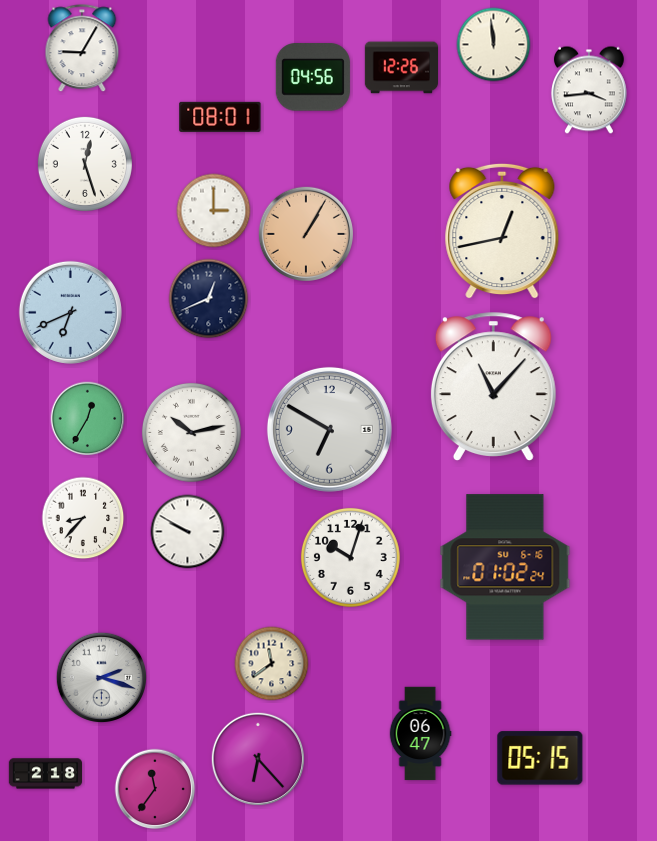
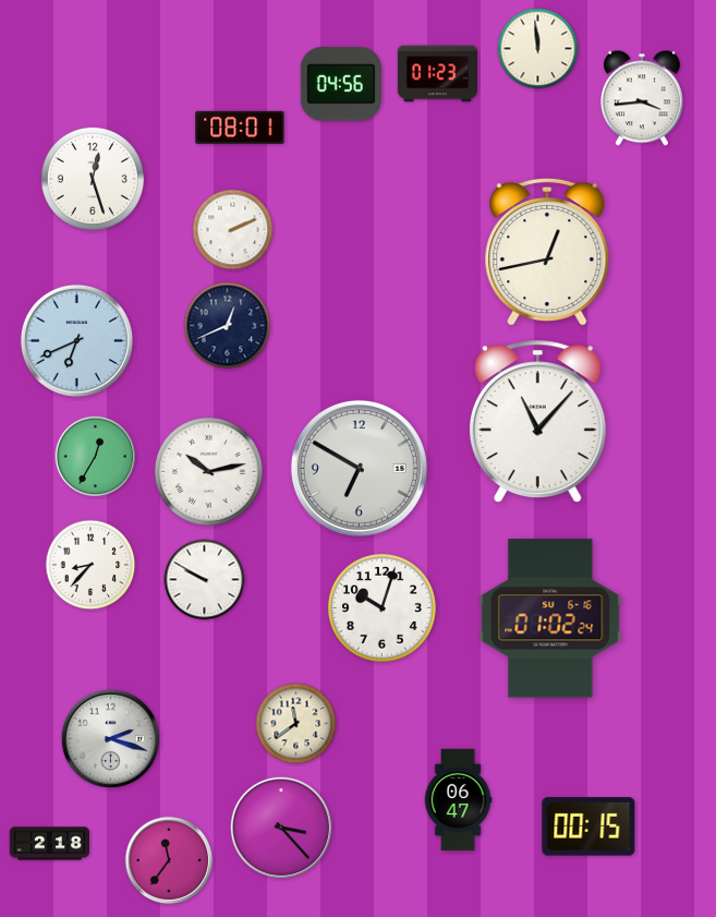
clock at (82, 49): 9:05 -> none
clock at (401, 68): 12:26 -> 01:23
clock at (214, 211): 3:00 -> 2:11
clock at (305, 233): 1:05 -> none
clock at (257, 758): 6:23 -> 3:23
clock at (540, 758): 05:15 -> 00:15
